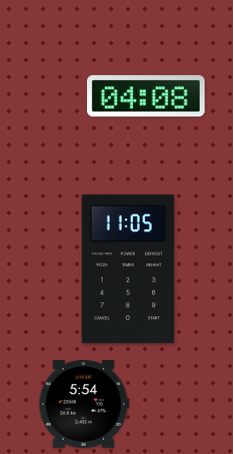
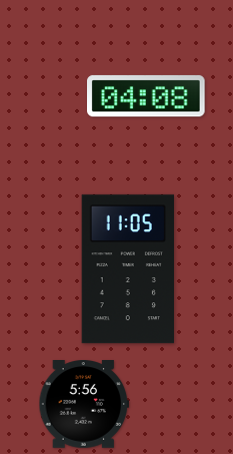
clock at (84, 404): 5:54 -> 5:56
